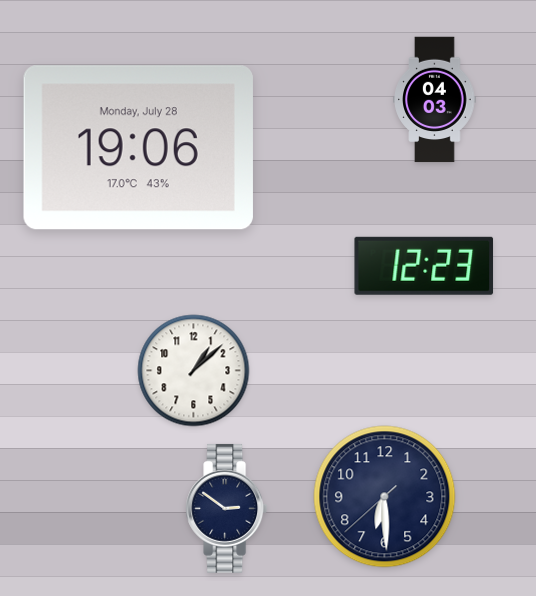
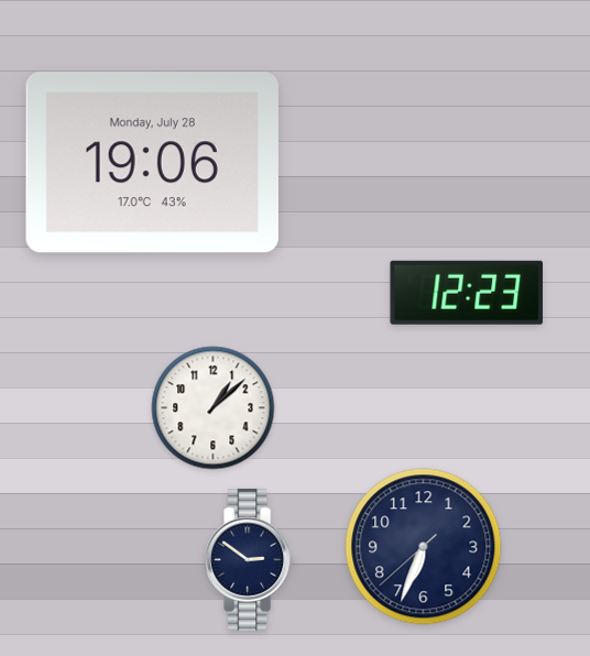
clock at (435, 100): 04:03 -> none
clock at (385, 497): 6:29 -> 6:33
